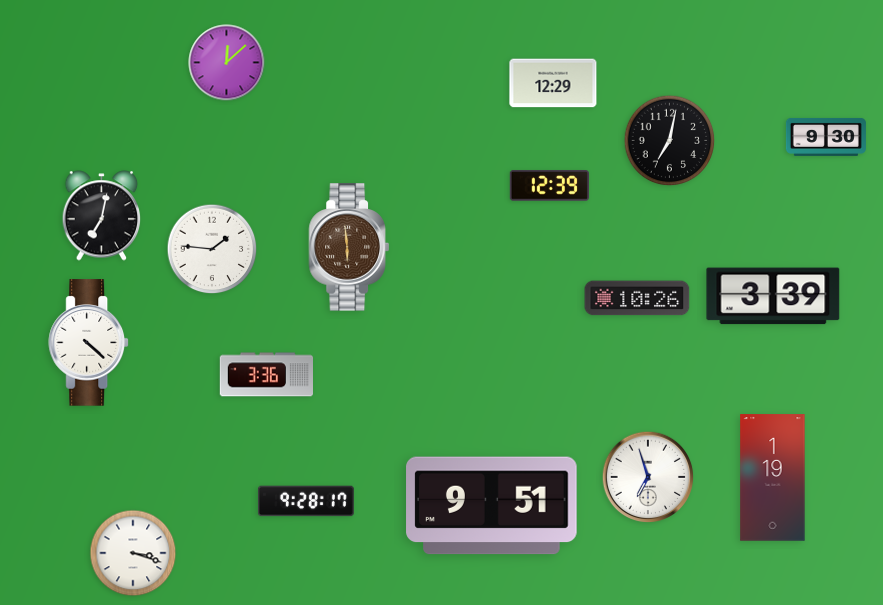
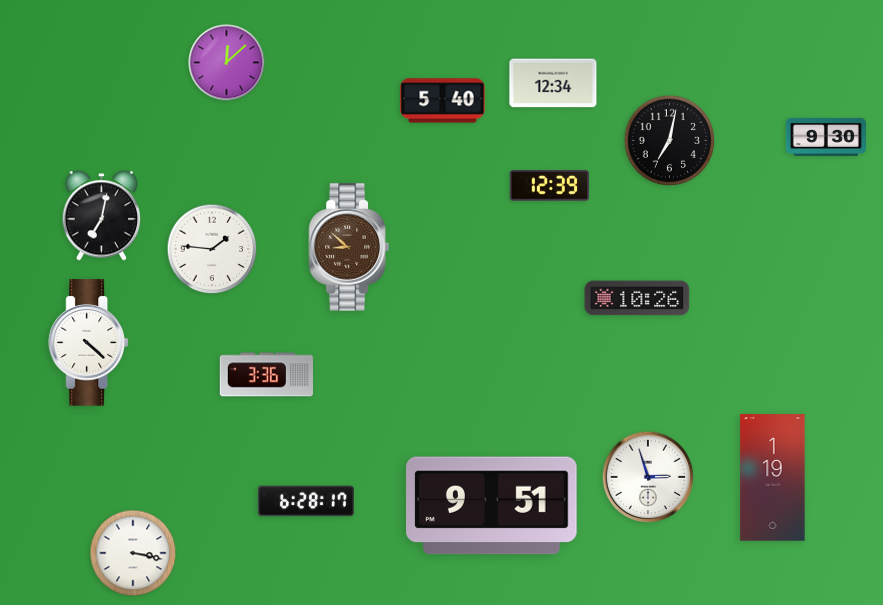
clock at (553, 83): 12:29 -> 12:34
clock at (443, 101): none -> 5:40
clock at (349, 247): 5:59 -> 8:52
clock at (773, 296): 3:39 -> none
clock at (648, 477): 6:57 -> 2:57
clock at (306, 501): 9:28 -> 6:28
clock at (133, 553): 3:18 -> 3:17
